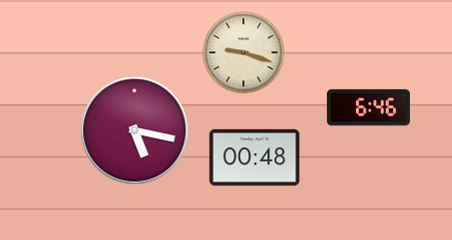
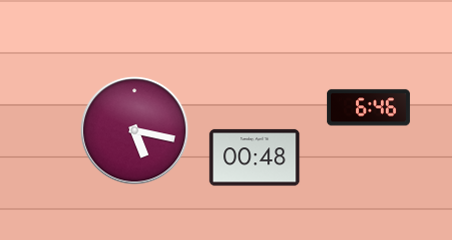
clock at (244, 53): 9:18 -> none
